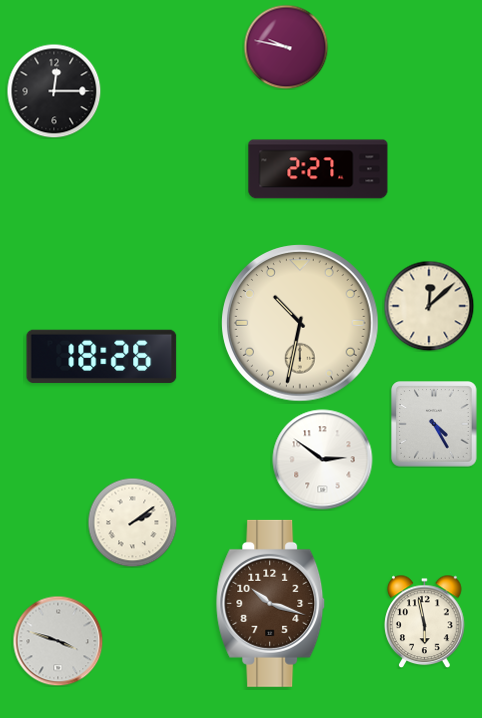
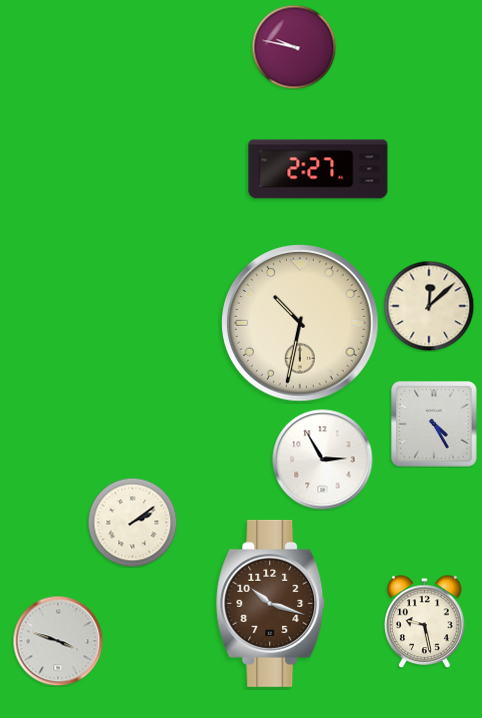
clock at (286, 47) position: (286, 47) -> (294, 47)
clock at (54, 91): 12:15 -> none
clock at (102, 356): 18:26 -> none
clock at (323, 460): 2:51 -> 2:55
clock at (425, 621): 5:58 -> 9:28
